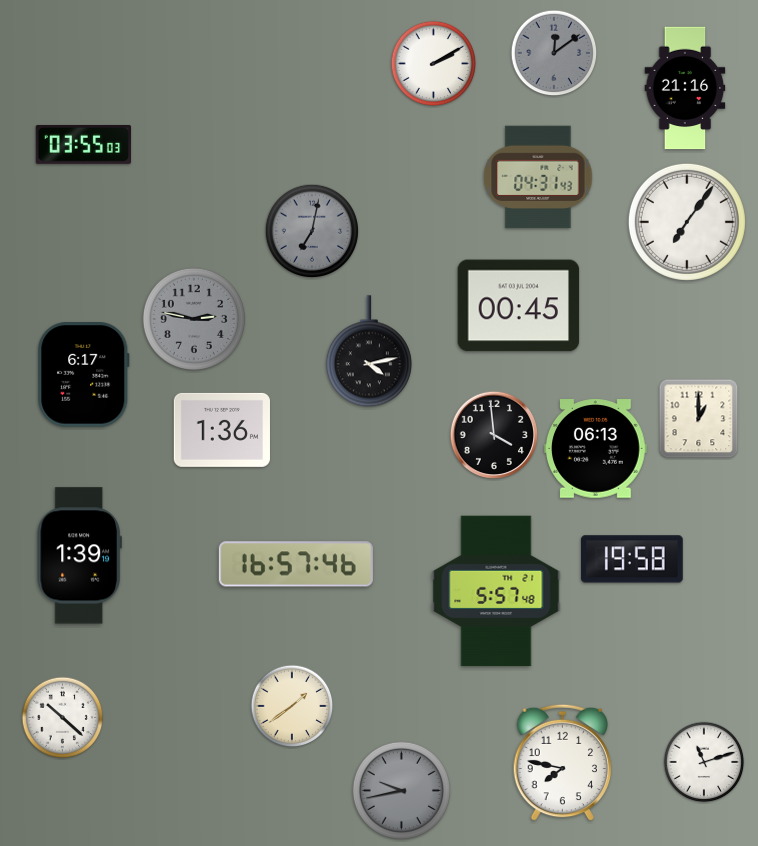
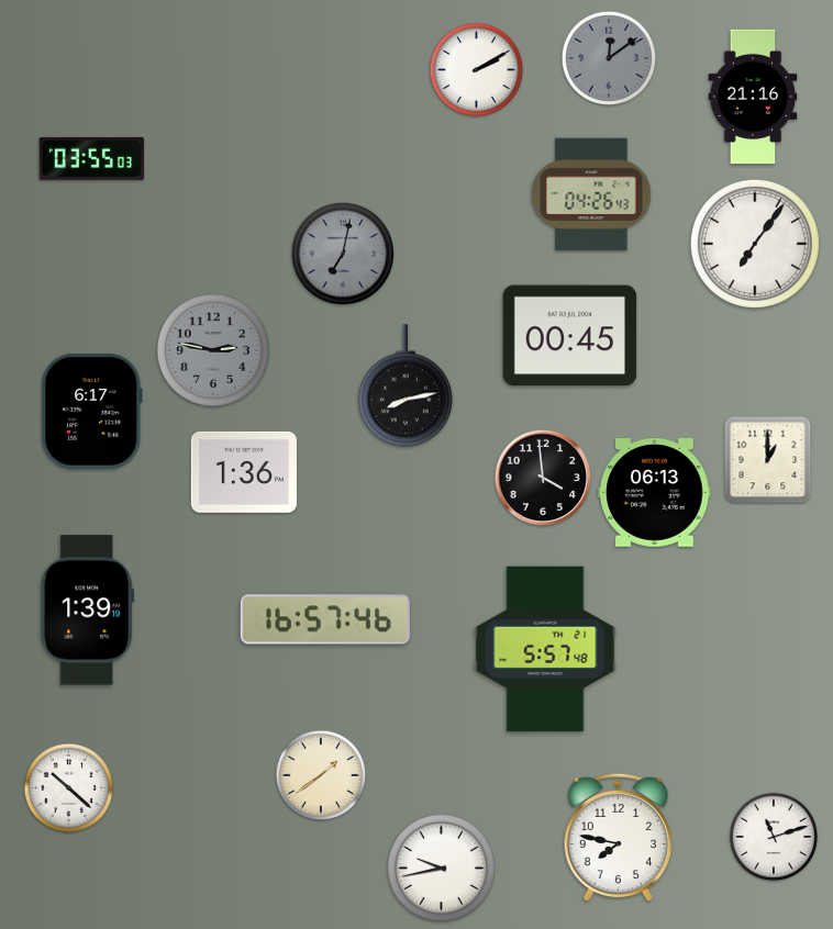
clock at (538, 177): 04:31 -> 04:26
clock at (369, 352): 4:13 -> 8:13
clock at (632, 559): 19:58 -> none
clock at (401, 790) dial: grey -> white
